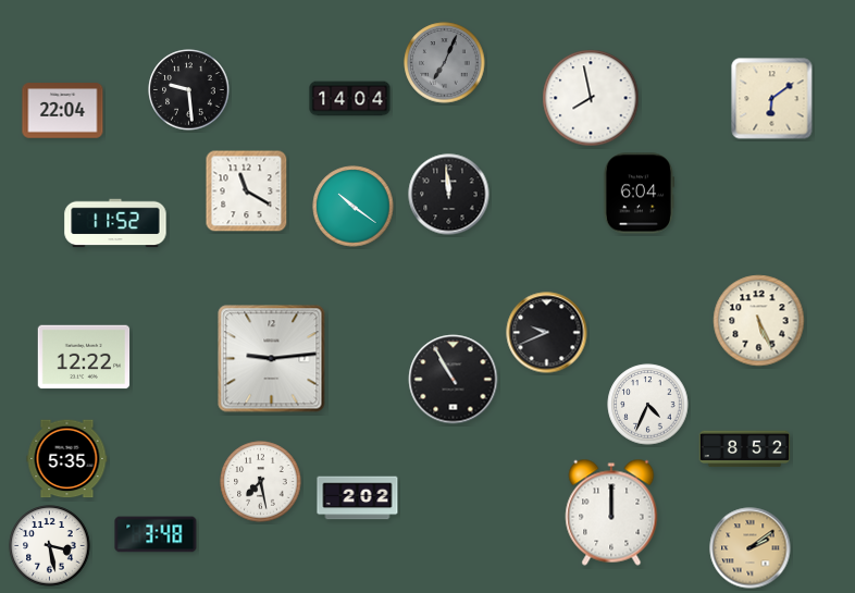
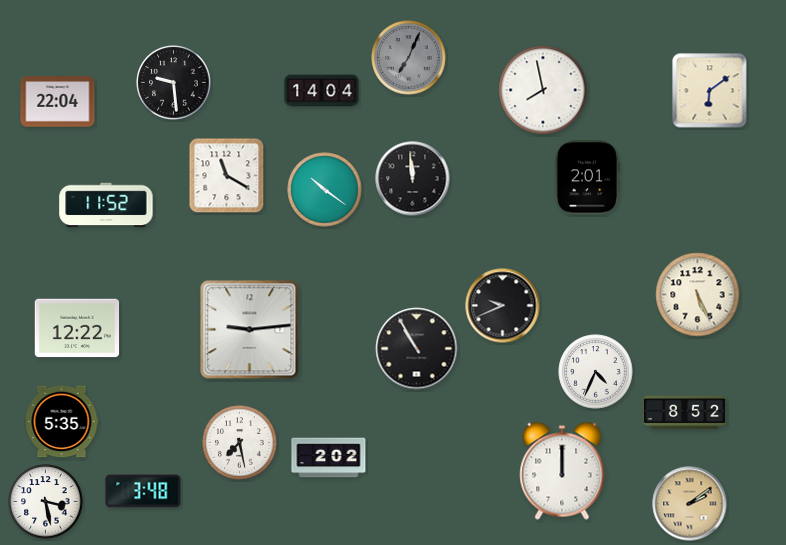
clock at (639, 194): 6:04 -> 2:01
